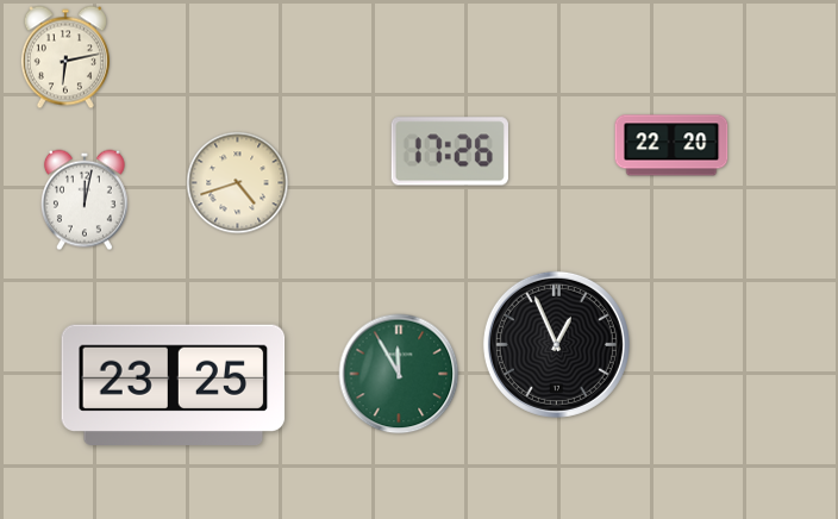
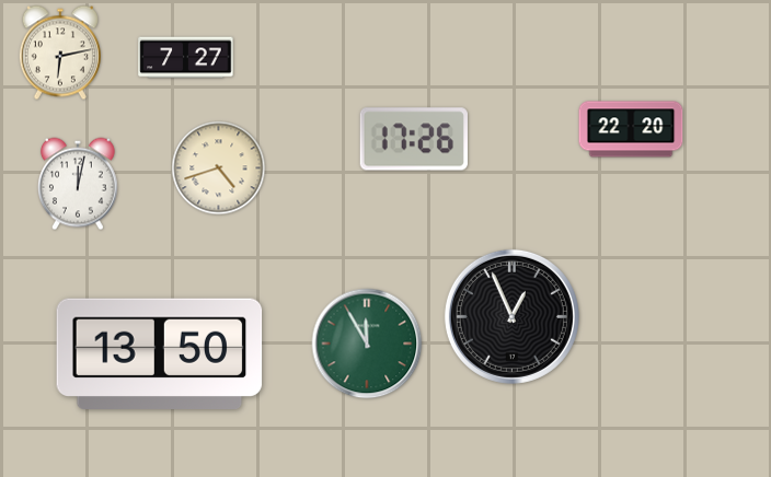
clock at (186, 58): none -> 7:27
clock at (671, 145) position: (671, 145) -> (631, 129)
clock at (174, 386): 23:25 -> 13:50
